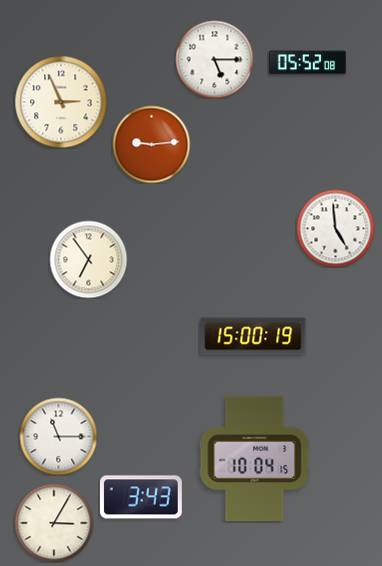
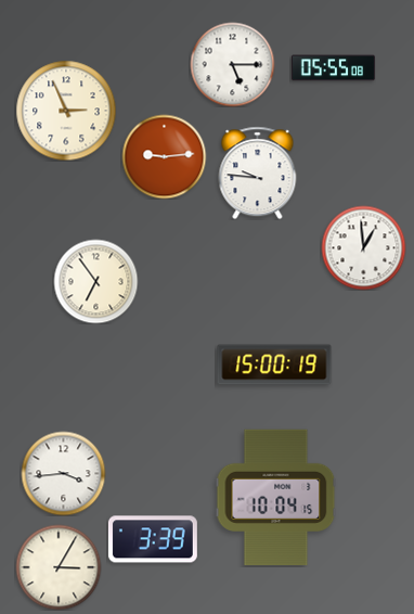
clock at (307, 63): 05:52 -> 05:55
clock at (258, 172): none -> 9:46
clock at (335, 228): 4:59 -> 12:59
clock at (58, 436): 11:15 -> 3:44
clock at (141, 497): 3:43 -> 3:39
